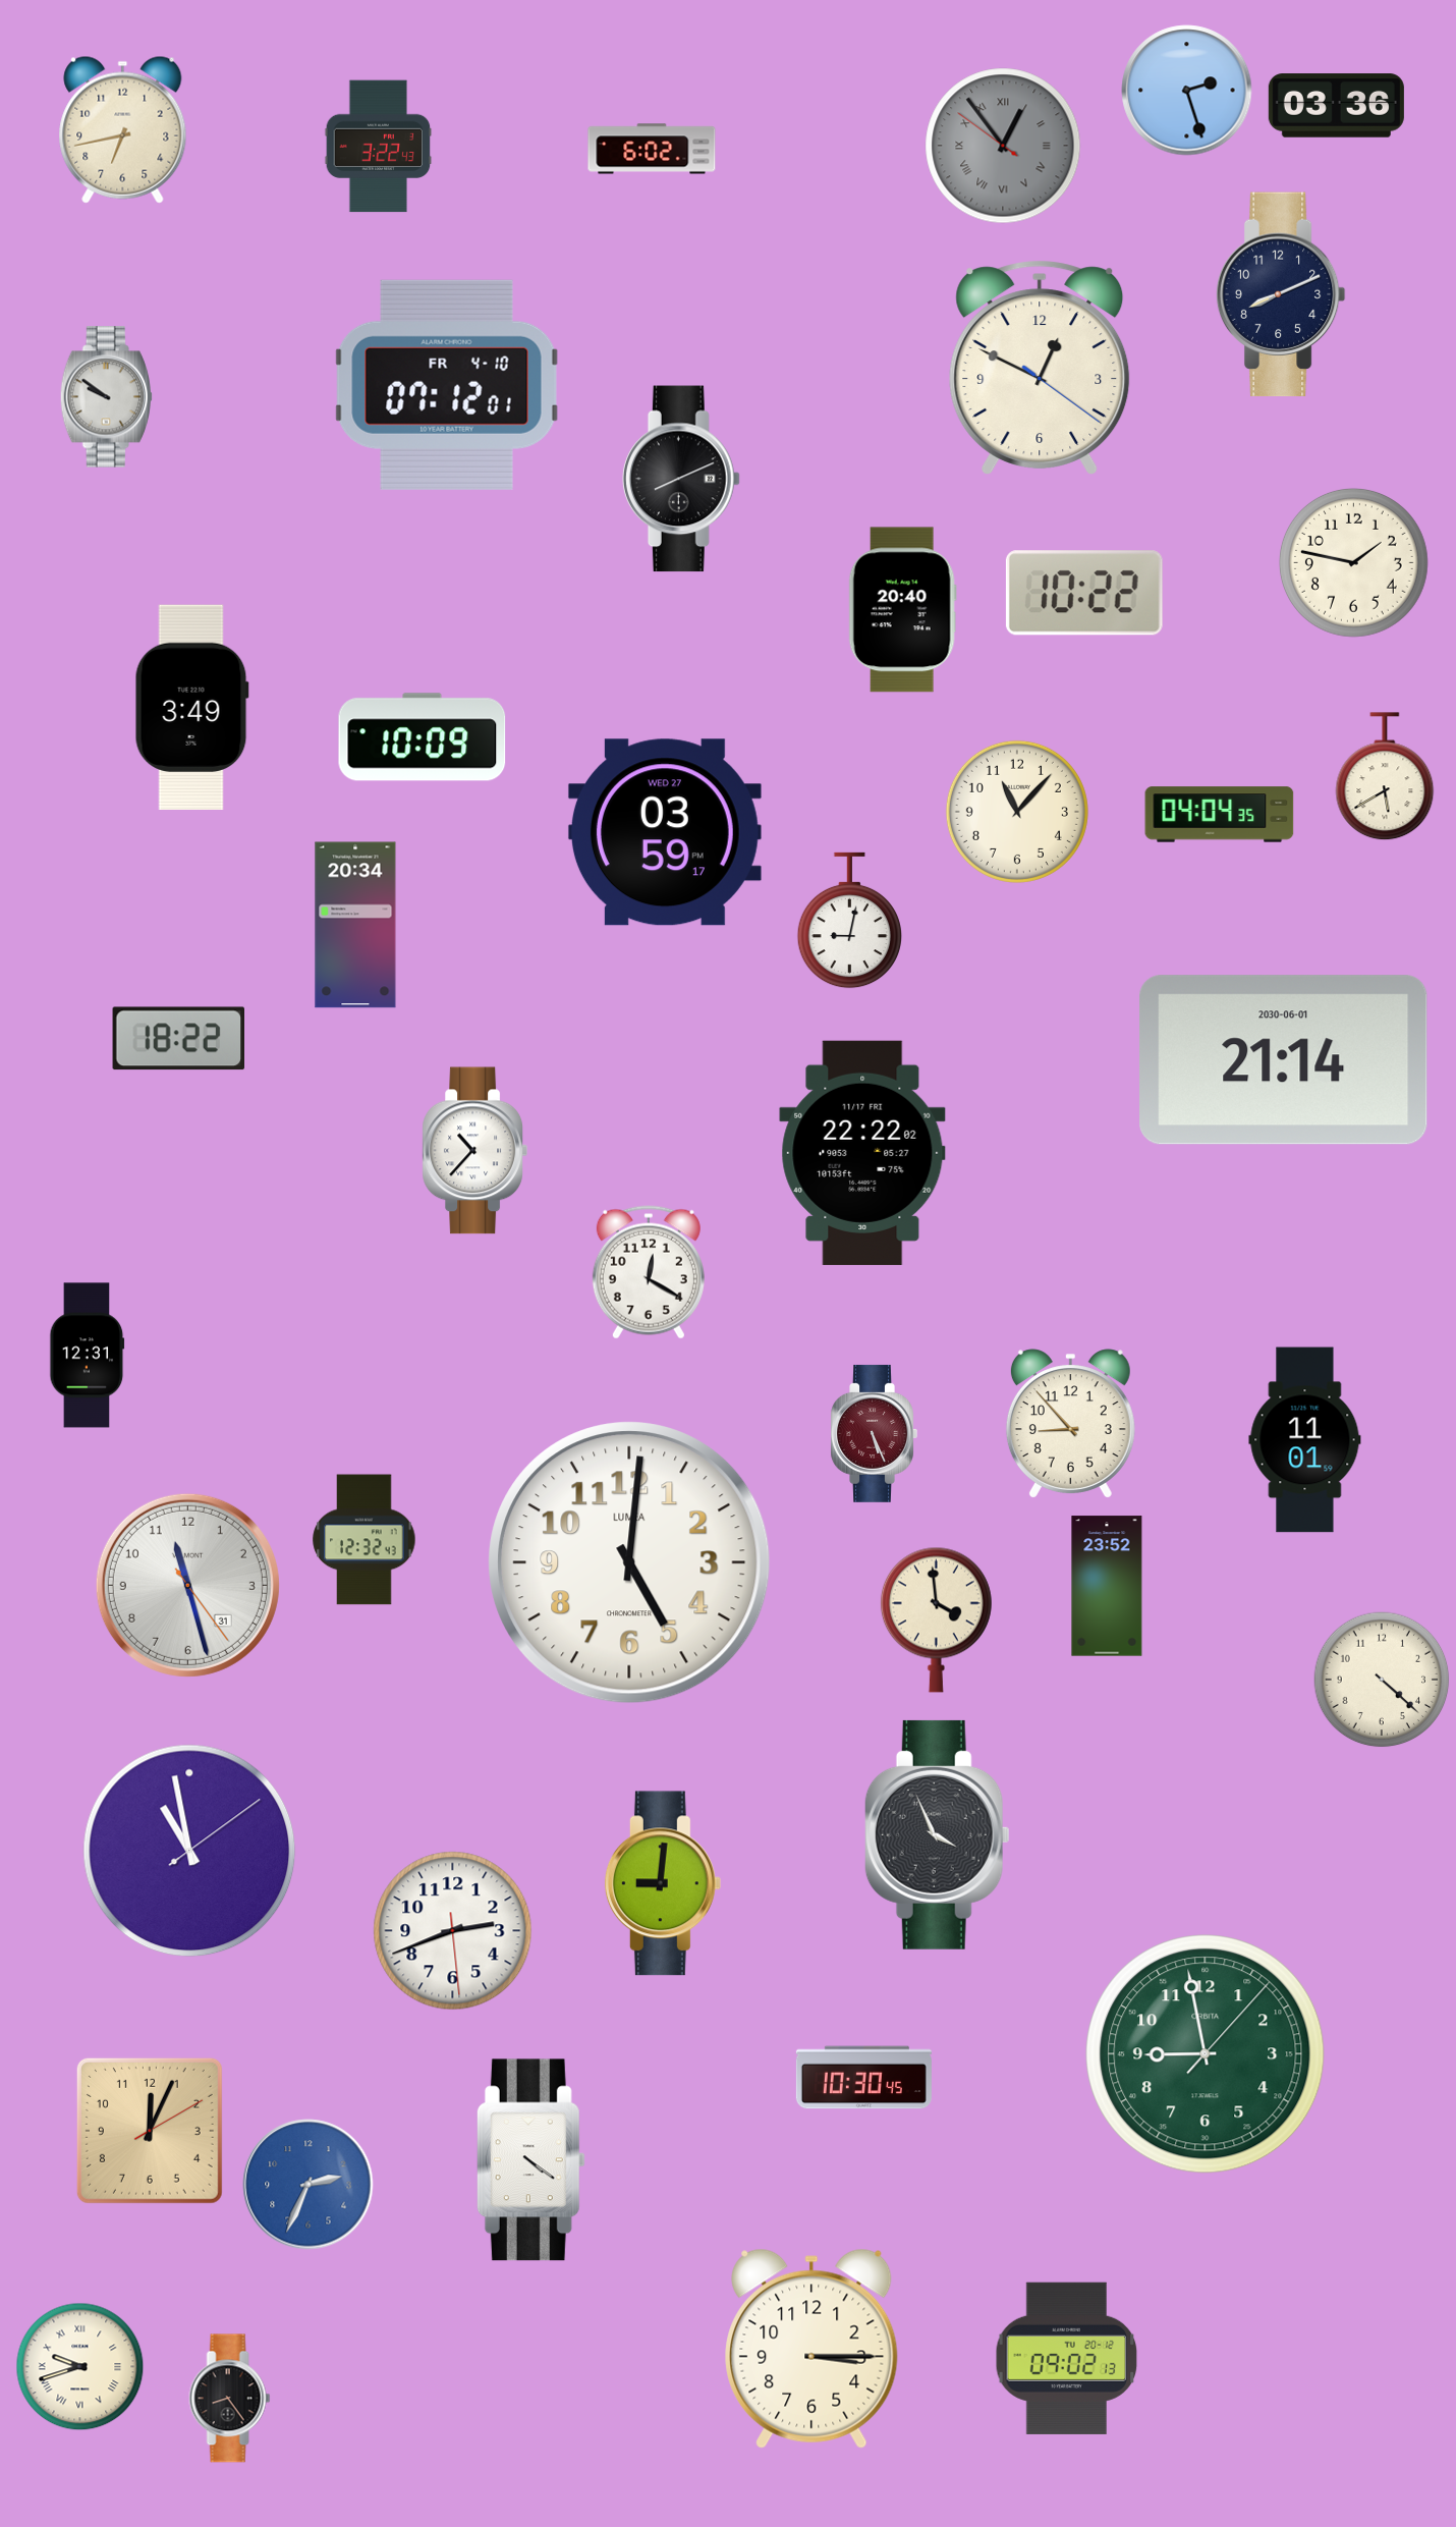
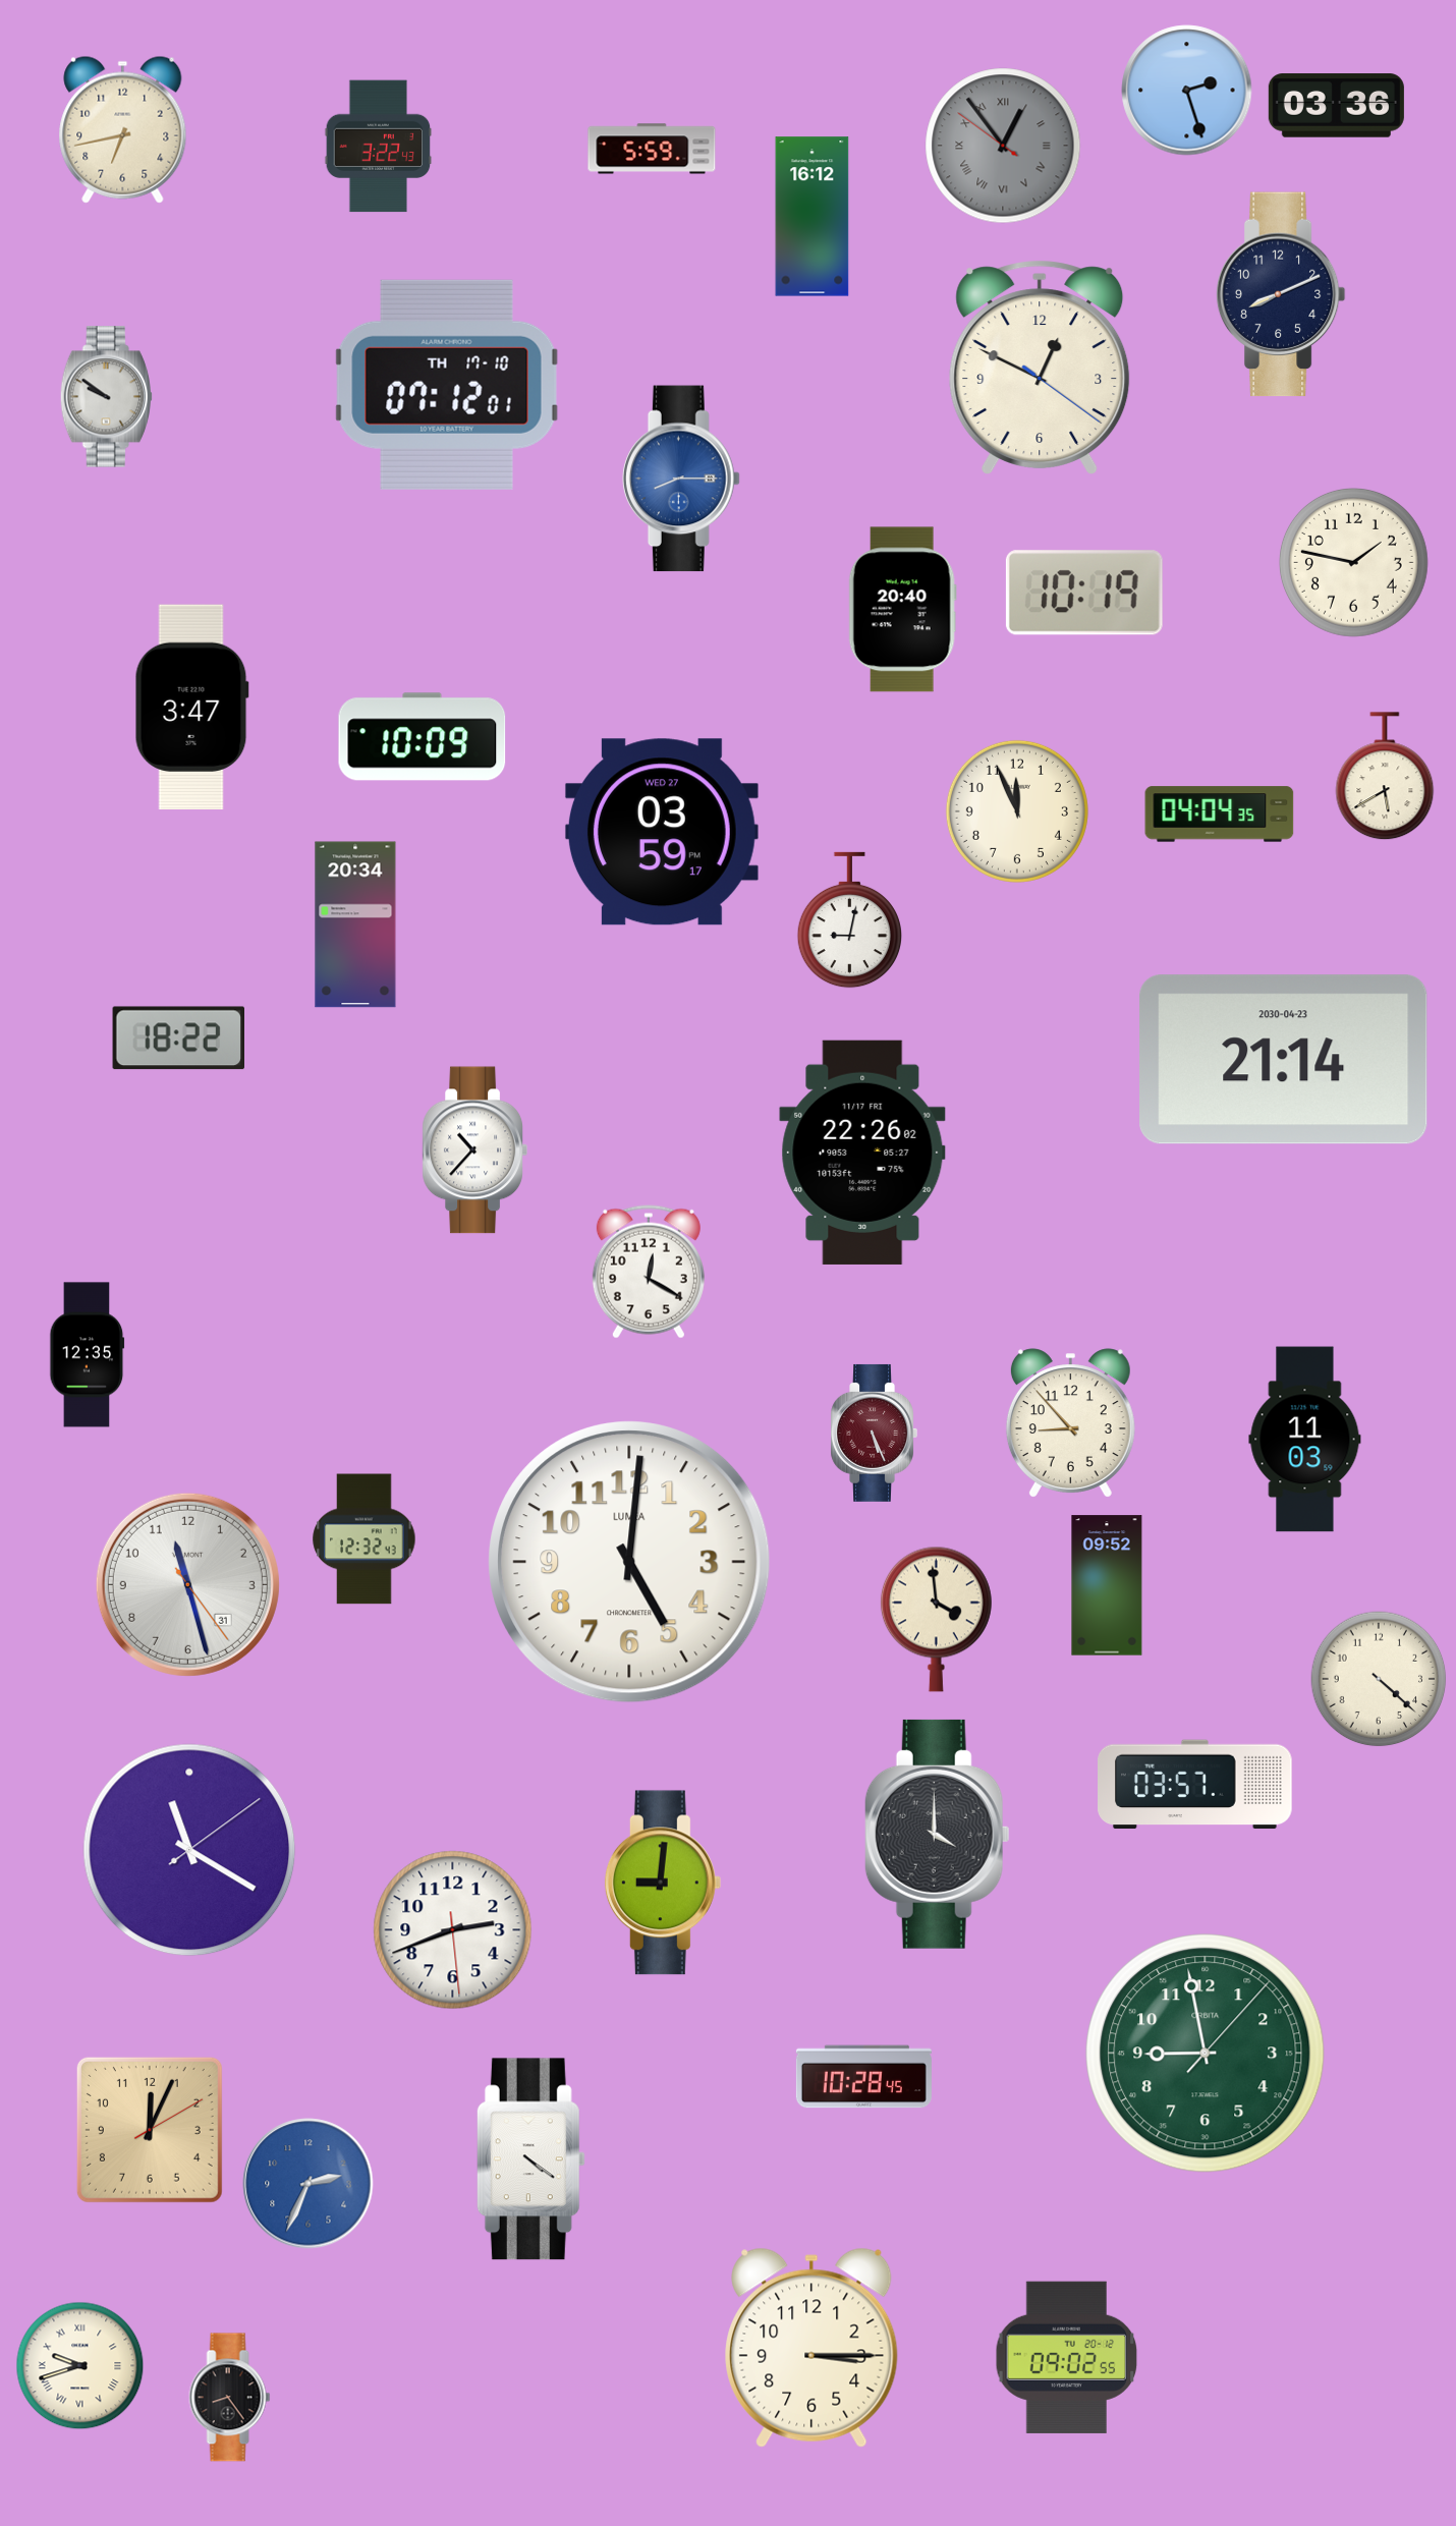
clock at (652, 149): 6:02 -> 5:59
clock at (813, 217): none -> 16:12
clock at (447, 385) date: FR 4-10 -> TH 17-10
clock at (681, 479): 8:11 -> 8:15
clock at (681, 479) dial: black -> blue
clock at (1084, 593): 10:22 -> 10:19
clock at (191, 707): 3:49 -> 3:47
clock at (1017, 812): 11:07 -> 11:56
clock at (665, 832) position: (665, 832) -> (662, 832)
clock at (1284, 1060) date: 2030-06-01 -> 2030-04-23
clock at (862, 1153): 22:22 -> 22:26
clock at (88, 1356): 12:31 -> 12:35
clock at (1305, 1440): 11:01 -> 11:03
clock at (1107, 1586): 23:52 -> 09:52
clock at (1382, 1680) position: (1382, 1680) -> (1379, 1679)
clock at (1195, 1785): none -> 03:57
clock at (937, 1834): 3:56 -> 4:00
clock at (189, 1851): 10:58 -> 11:20
clock at (863, 2078): 10:30 -> 10:28
clock at (1067, 2358): 09:02:13 -> 09:02:55
